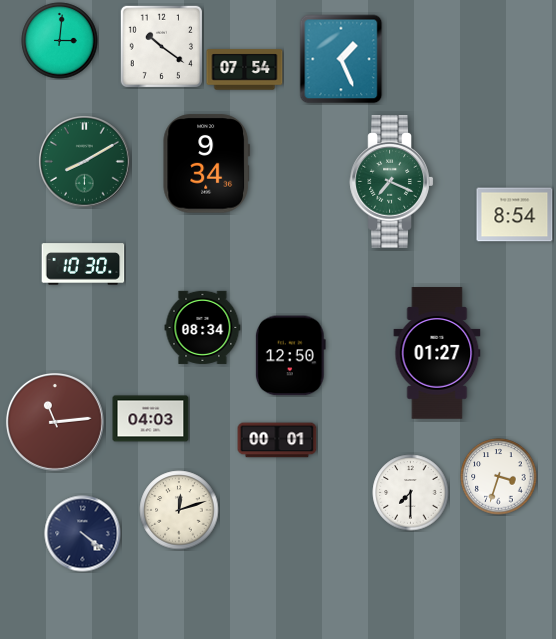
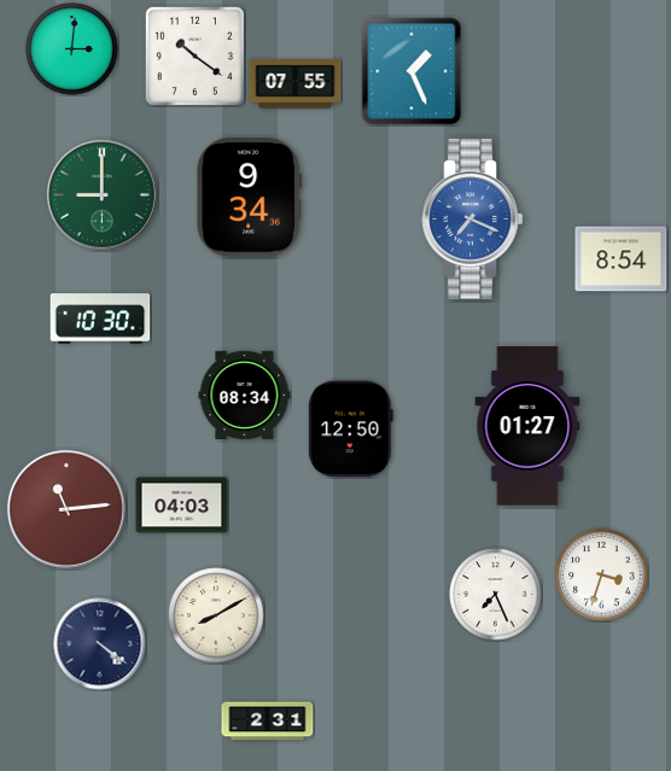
clock at (245, 70): 07:54 -> 07:55
clock at (85, 162): 8:10 -> 9:00
clock at (392, 182) dial: green -> blue
clock at (277, 440): 00:01 -> none
clock at (411, 493): 7:30 -> 7:26
clock at (179, 510): 12:12 -> 8:10
clock at (268, 722): none -> 2:31
